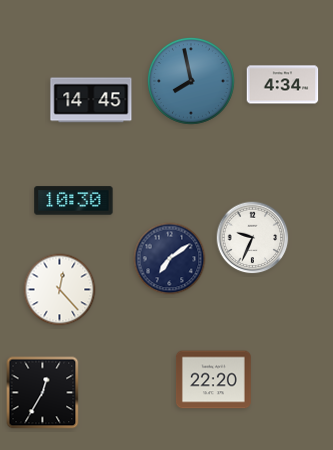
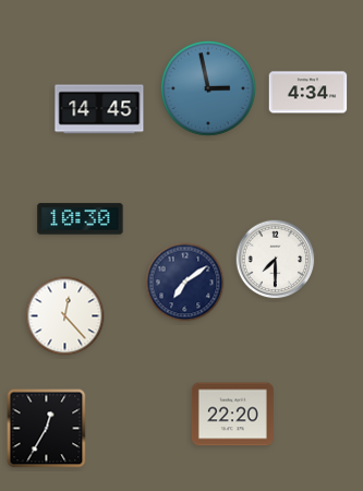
clock at (191, 81): 7:58 -> 2:58
clock at (253, 238): 9:34 -> 7:30
